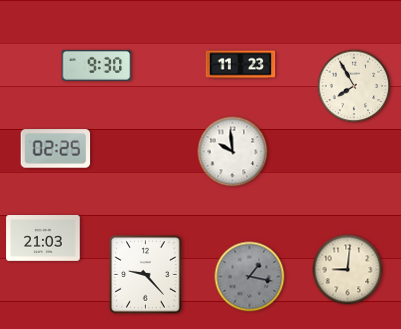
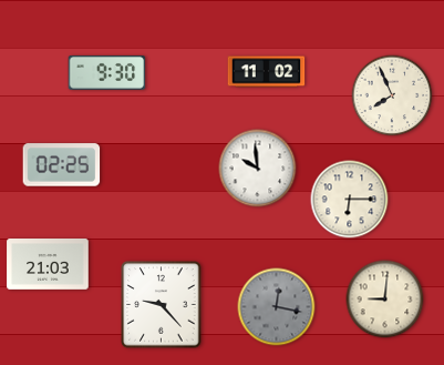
clock at (241, 65): 11:23 -> 11:02
clock at (354, 86): 7:55 -> 7:56
clock at (350, 200): none -> 6:15
clock at (250, 277): 1:17 -> 12:17
